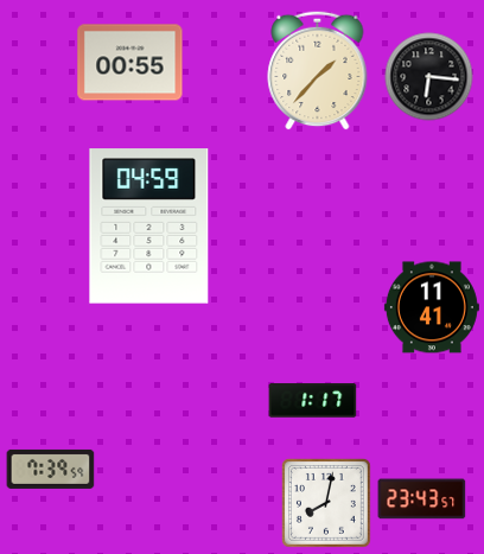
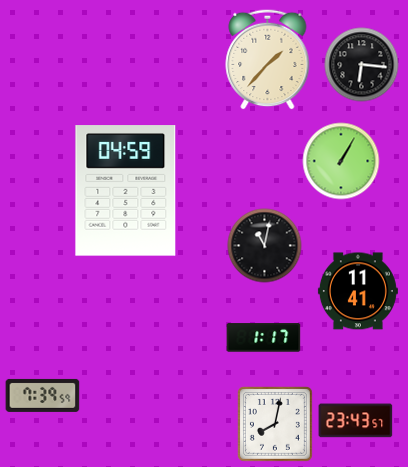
clock at (130, 63): 00:55 -> none
clock at (341, 161): none -> 1:05
clock at (265, 246): none -> 11:02
clock at (432, 307) position: (432, 307) -> (358, 291)
